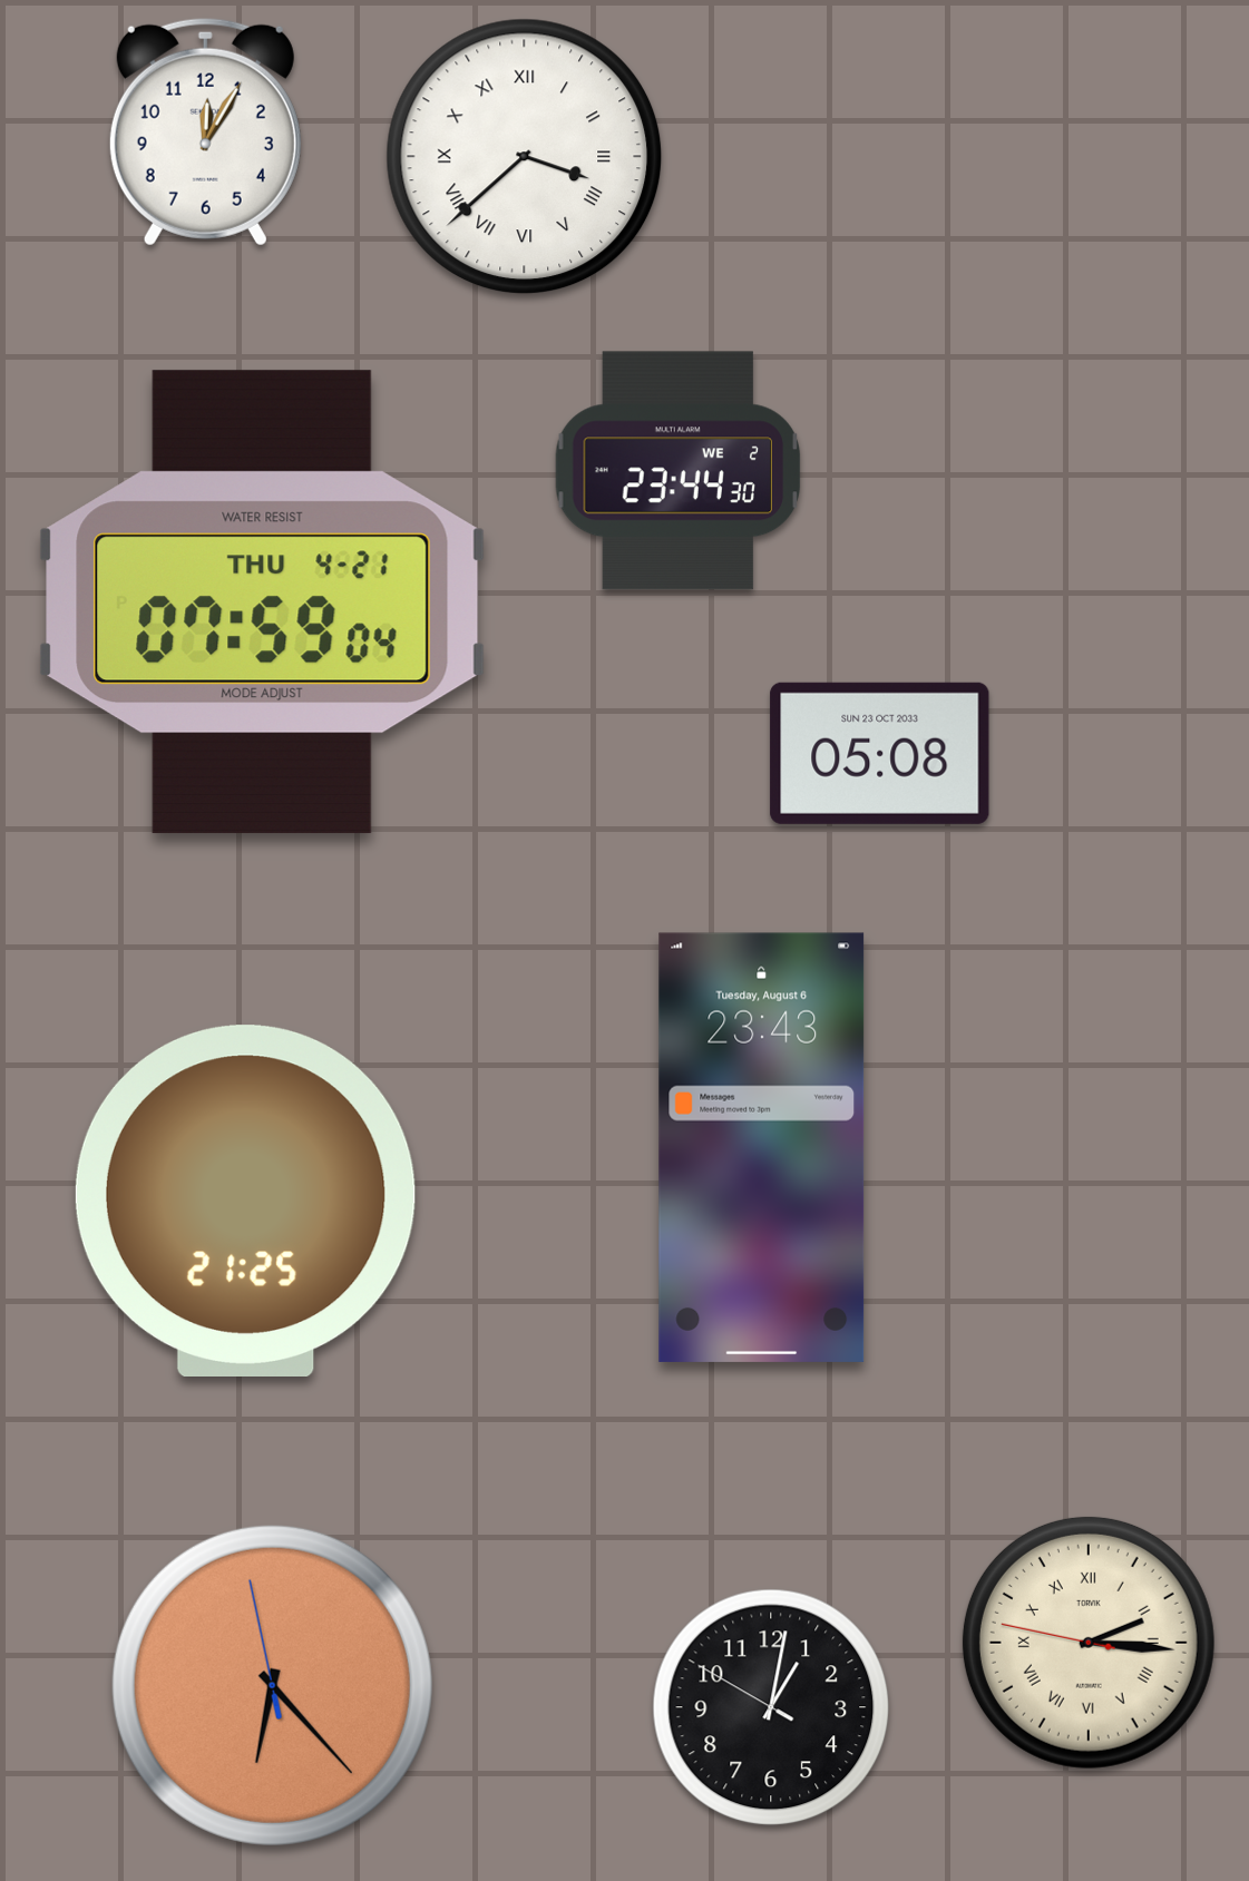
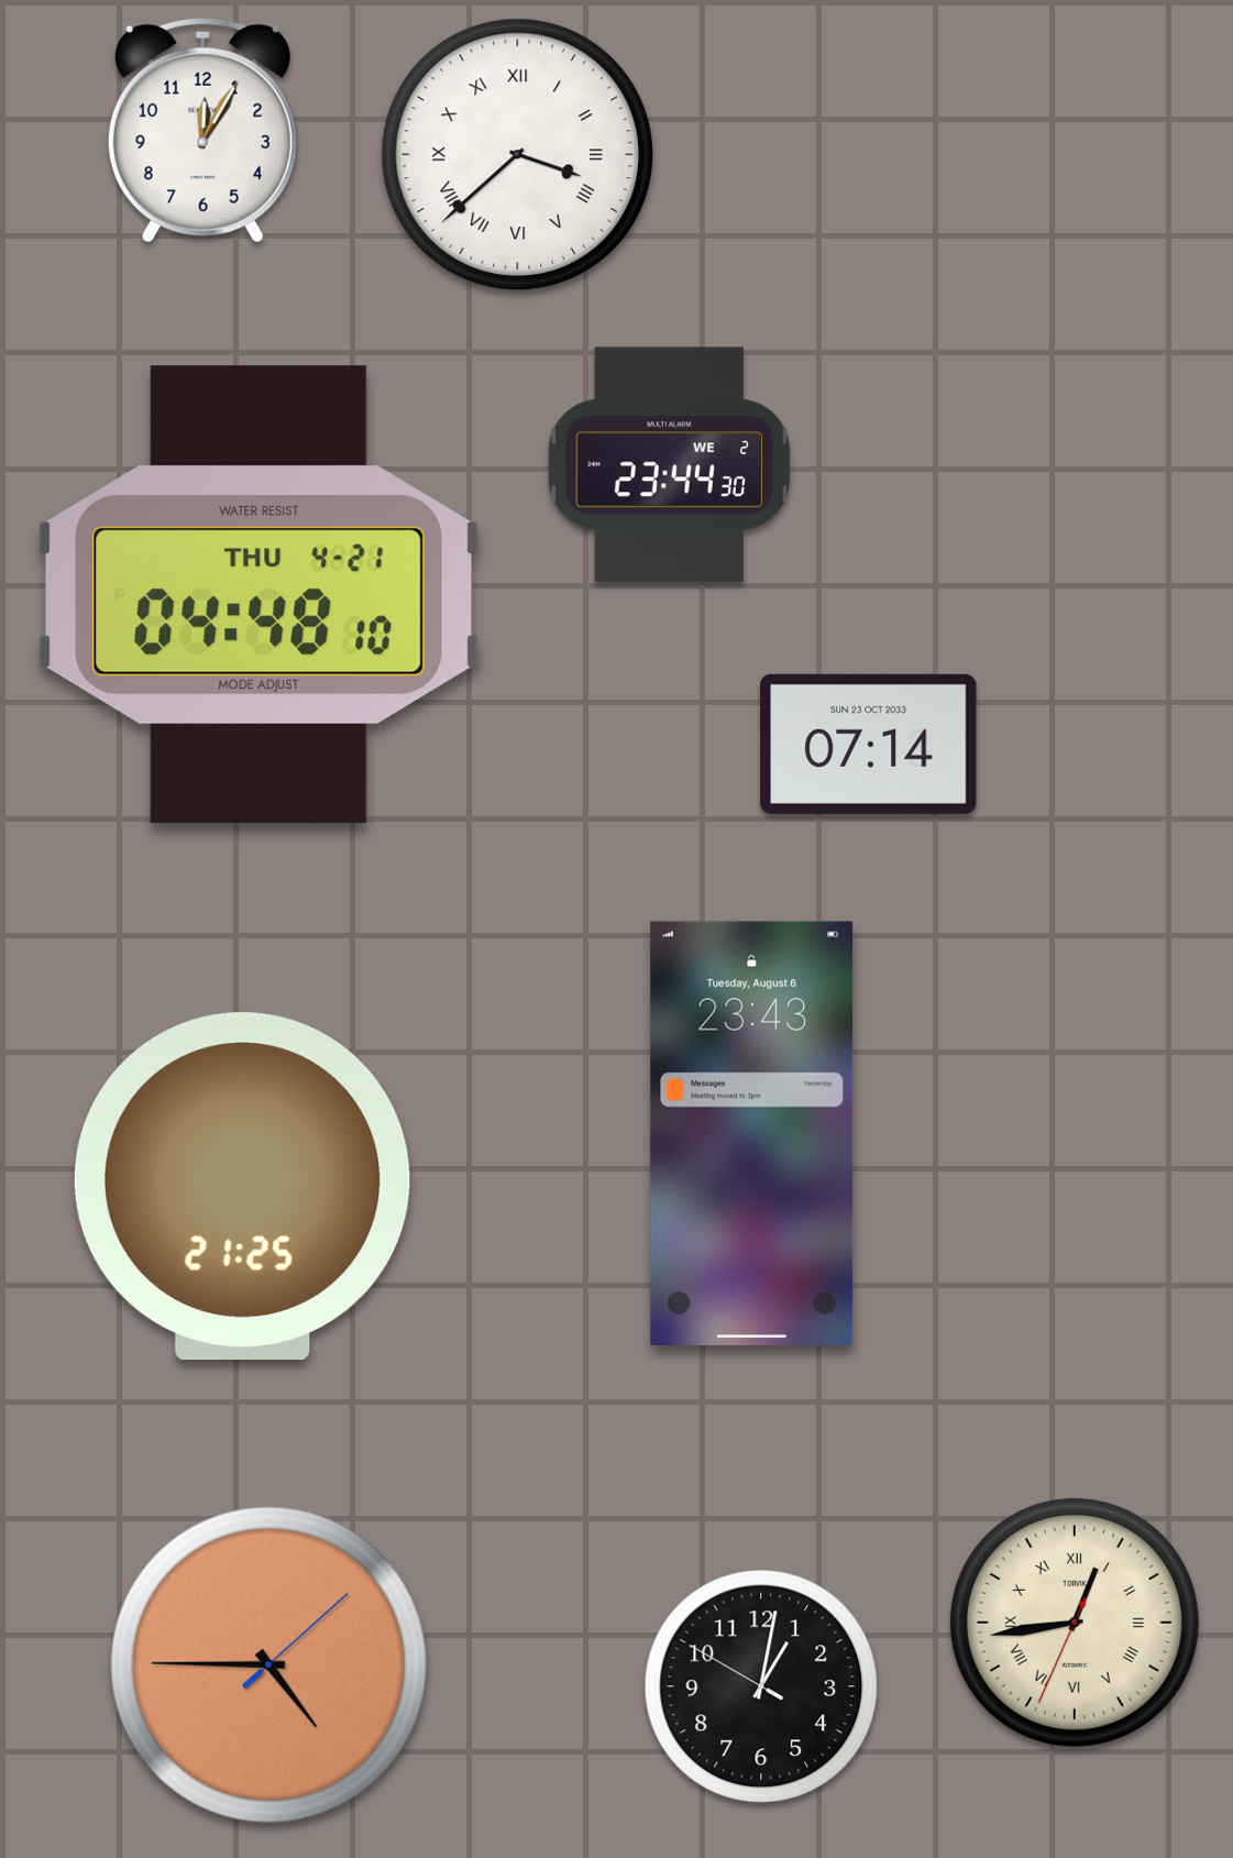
clock at (263, 602): 07:59 -> 04:48
clock at (880, 753): 05:08 -> 07:14
clock at (1089, 1643): 2:15 -> 12:43
clock at (272, 1685): 6:22 -> 4:45
